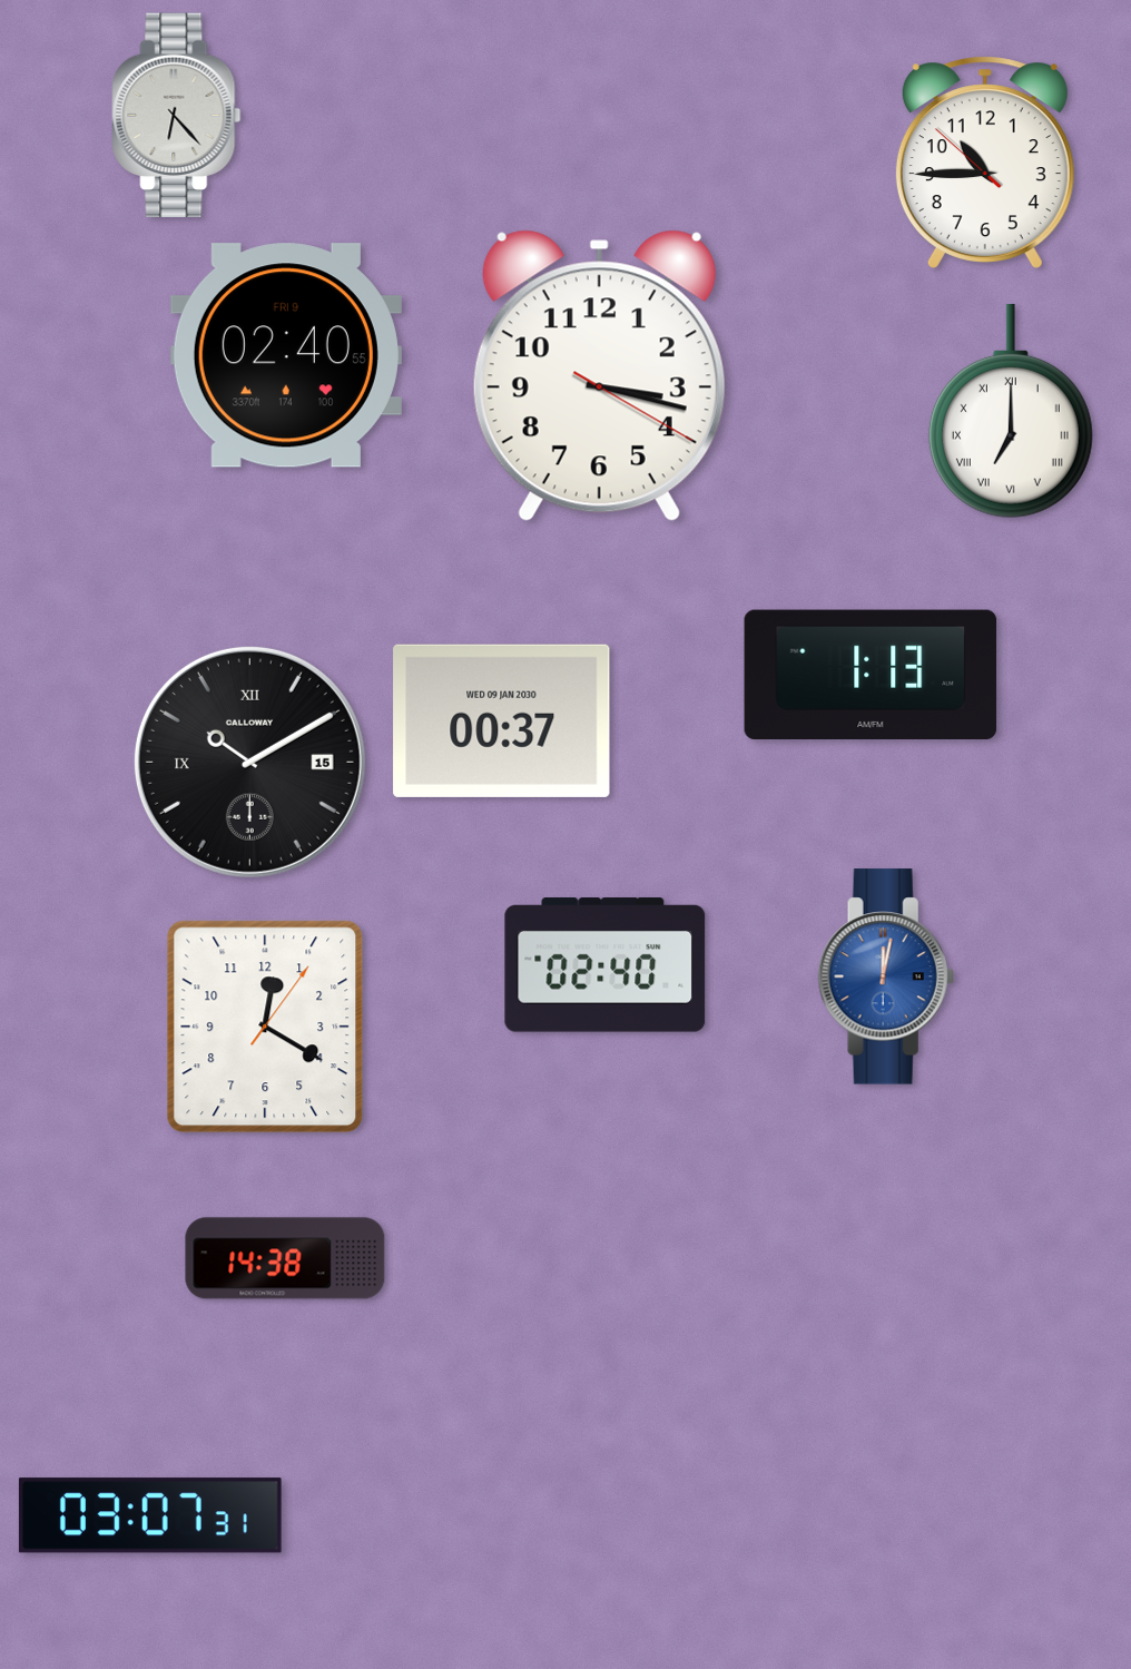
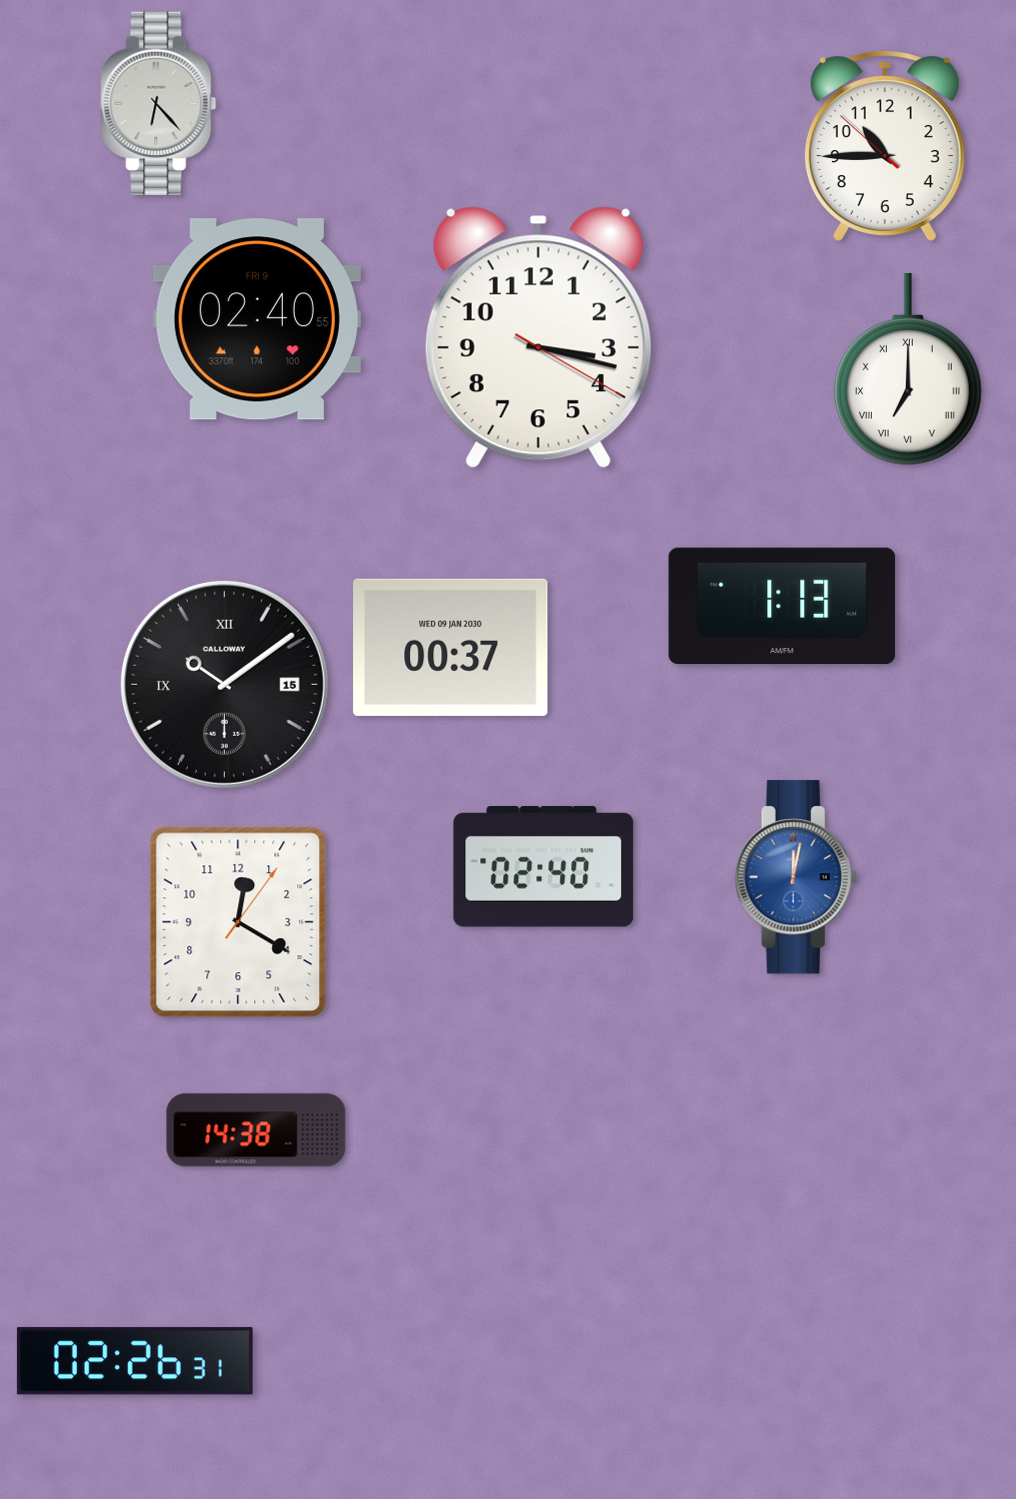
clock at (249, 762): 10:10 -> 10:09
clock at (150, 1515): 03:07 -> 02:26
